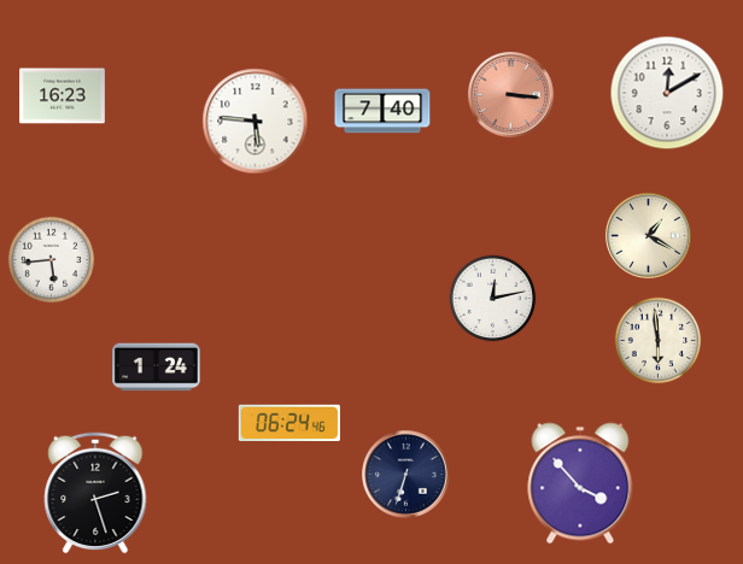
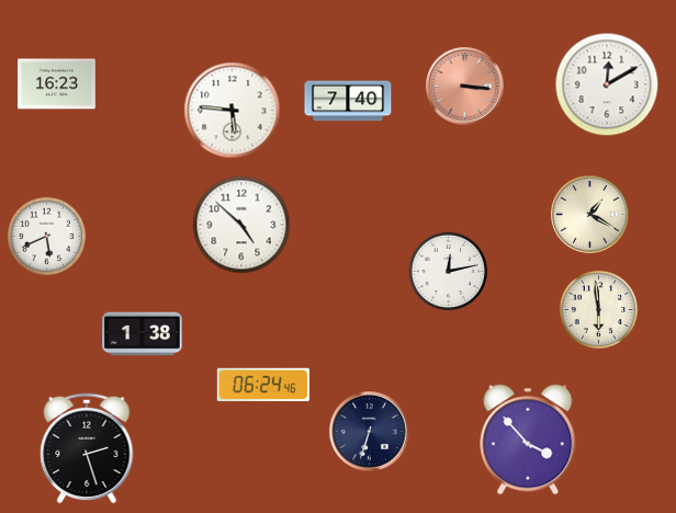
clock at (63, 96) position: (63, 96) -> (57, 84)
clock at (241, 225): none -> 4:52
clock at (52, 260): 5:44 -> 5:41
clock at (157, 368): 1:24 -> 1:38
